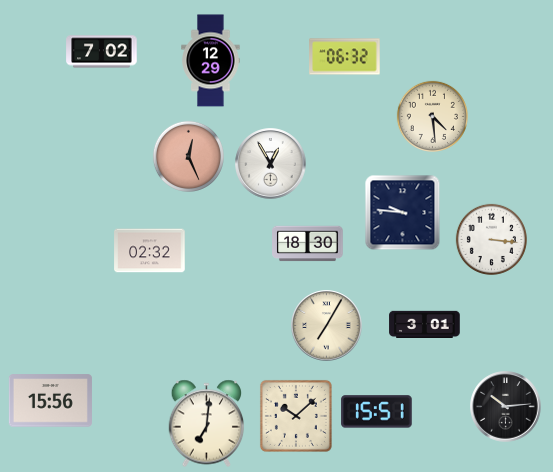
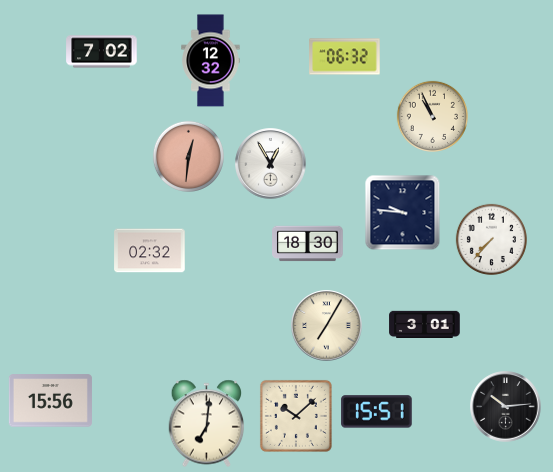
clock at (211, 61): 12:29 -> 12:32
clock at (432, 116): 4:29 -> 10:56
clock at (188, 156): 12:26 -> 12:31
clock at (491, 239): 3:16 -> 7:37
